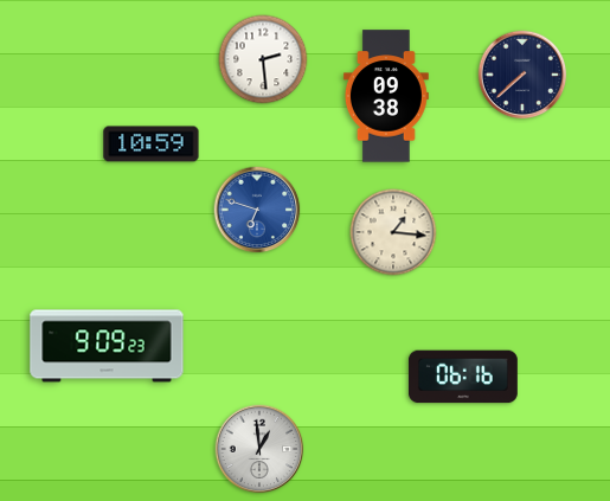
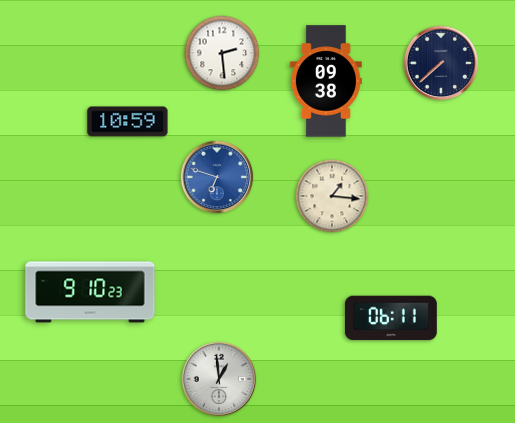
clock at (263, 59) position: (263, 59) -> (222, 53)
clock at (107, 346): 9:09 -> 9:10
clock at (463, 377): 06:16 -> 06:11
